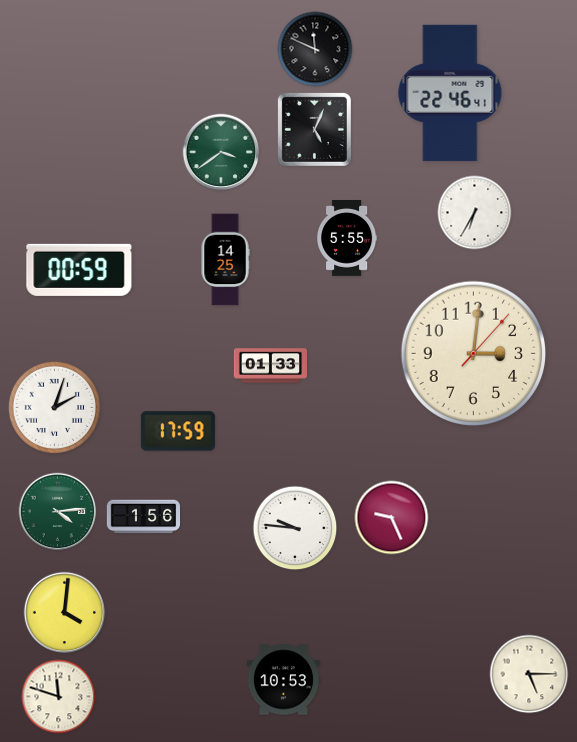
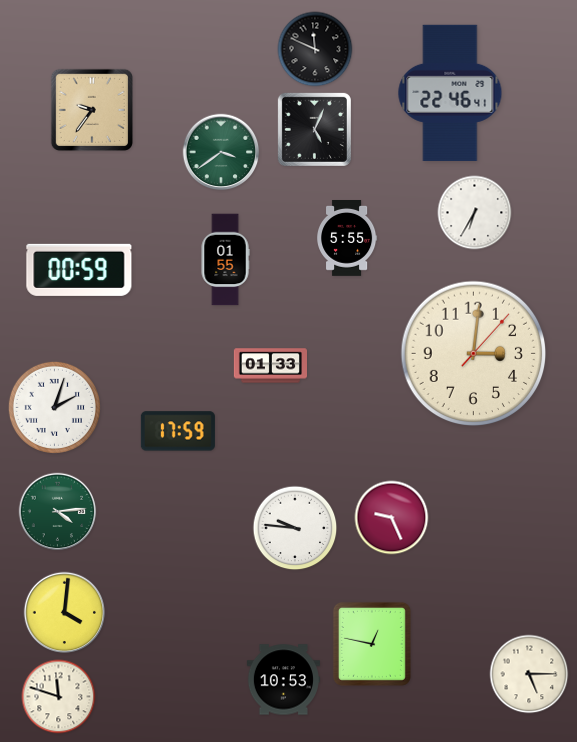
clock at (92, 110): none -> 9:36
clock at (225, 260): 14:25 -> 01:55
clock at (143, 517): 1:56 -> none
clock at (372, 644): none -> 12:47
